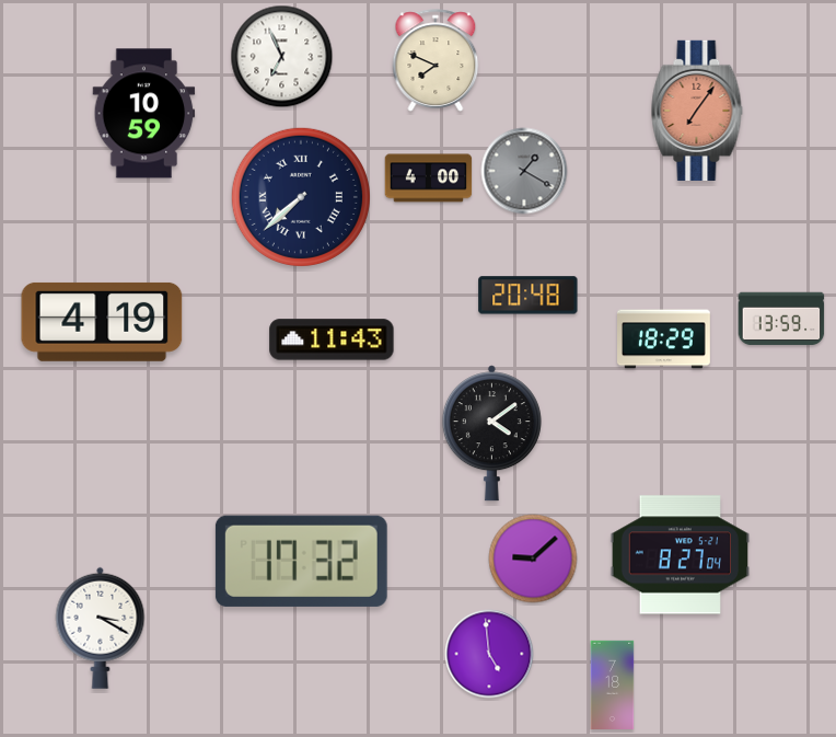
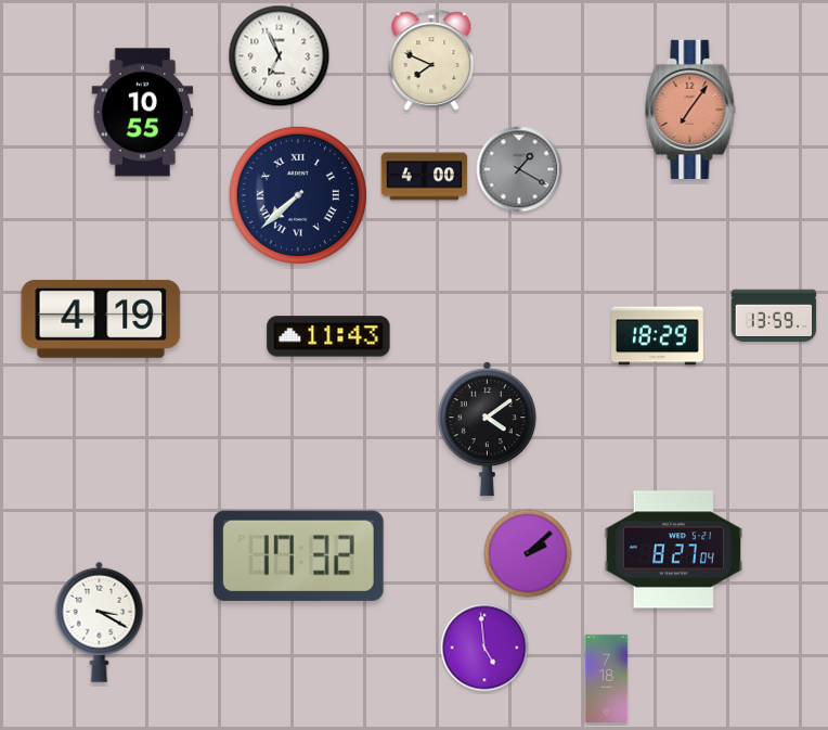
clock at (144, 114): 10:59 -> 10:55
clock at (529, 296): 20:48 -> none
clock at (533, 558): 9:08 -> 2:08
